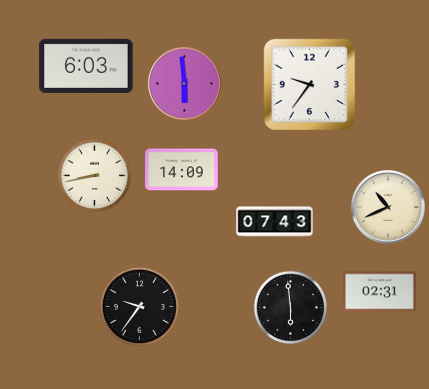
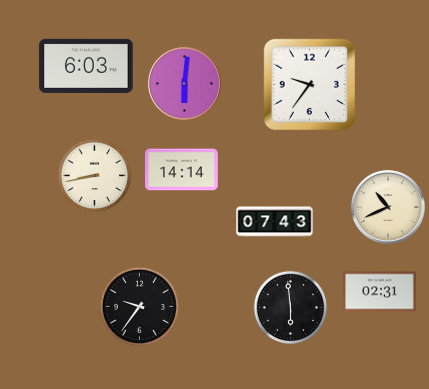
clock at (184, 83): 5:59 -> 6:01
clock at (182, 170): 14:09 -> 14:14
